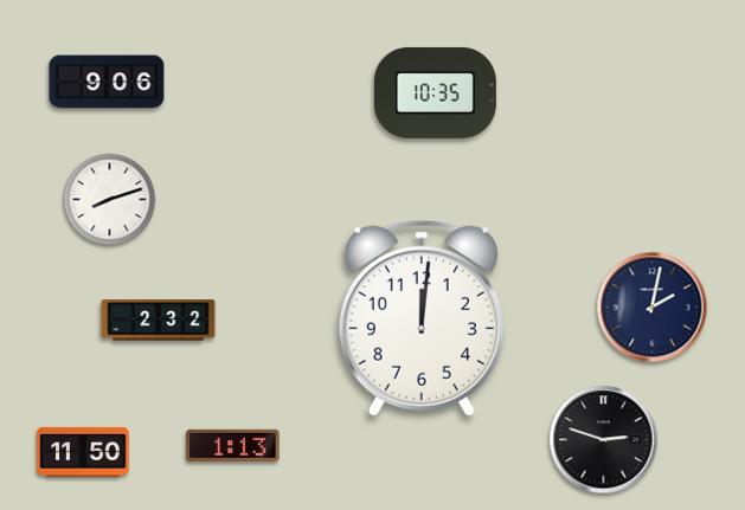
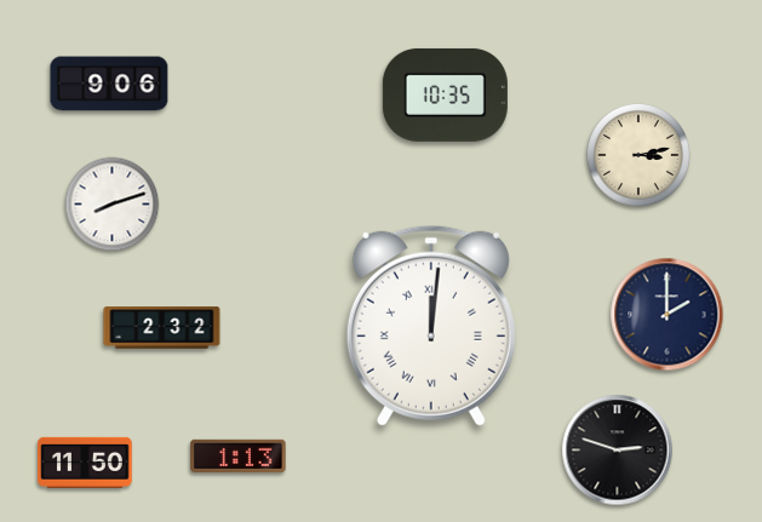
clock at (638, 155): none -> 3:13
clock at (653, 308): 2:02 -> 2:00
clock at (422, 318) numerals: Arabic -> Roman
